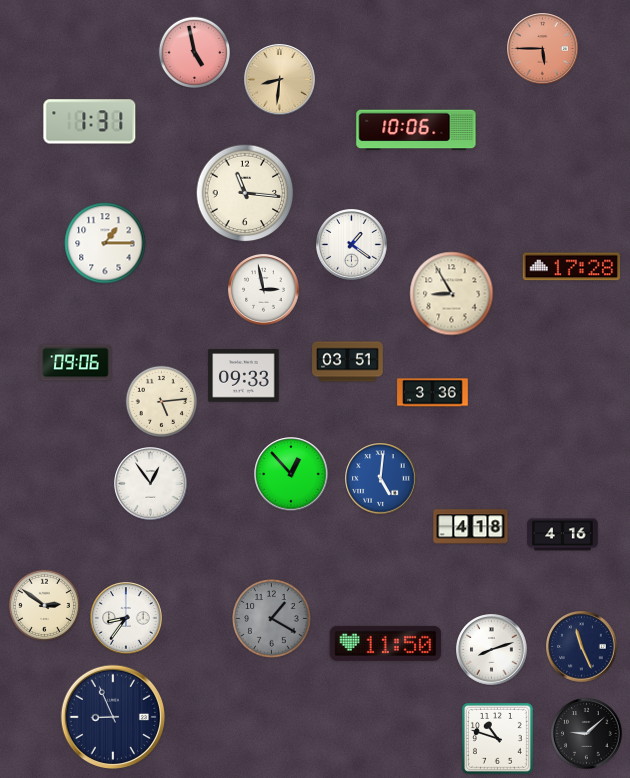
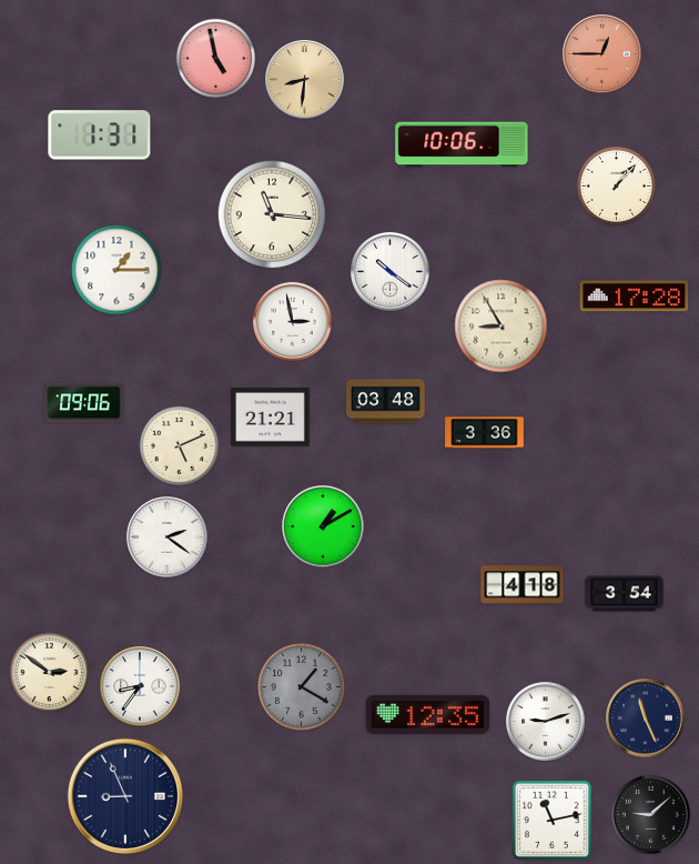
clock at (543, 49): 5:45 -> 12:45
clock at (280, 80) position: (280, 80) -> (305, 80)
clock at (616, 185): none -> 1:07
clock at (352, 245): 1:21 -> 10:21
clock at (348, 362): 03:51 -> 03:48
clock at (244, 376): 09:33 -> 21:21
clock at (433, 393) position: (433, 393) -> (485, 433)
clock at (161, 401): 5:14 -> 5:11
clock at (291, 474): 12:53 -> 1:10
clock at (381, 479): 5:01 -> none
clock at (151, 484): 12:54 -> 2:21
clock at (563, 535): 4:16 -> 3:54
clock at (386, 643): 11:50 -> 12:35
clock at (492, 650): 8:12 -> 9:12
clock at (497, 738): 10:48 -> 11:13
